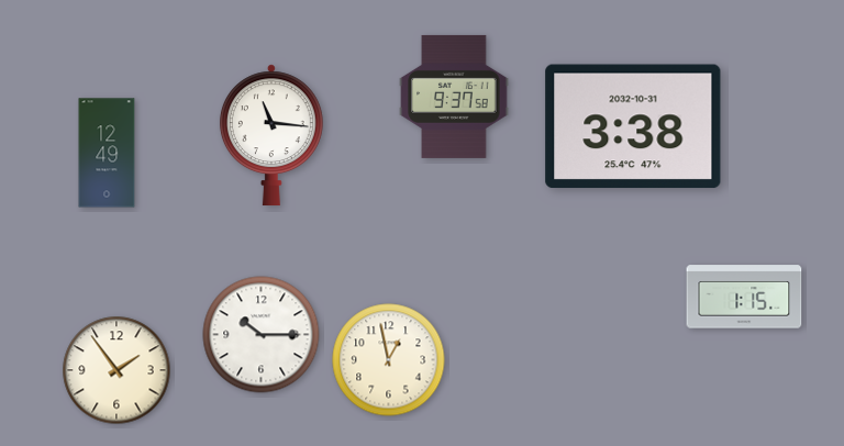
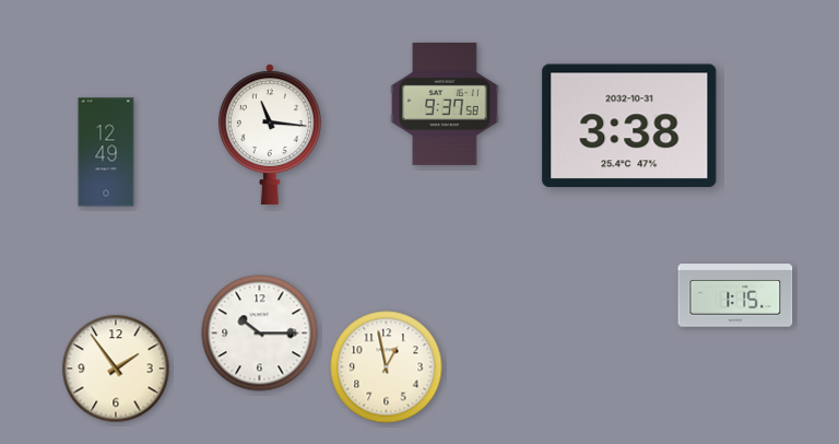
clock at (454, 97) position: (454, 97) -> (445, 104)
clock at (744, 297) position: (744, 297) -> (735, 295)
clock at (389, 360) position: (389, 360) -> (387, 367)
